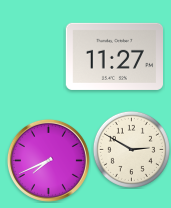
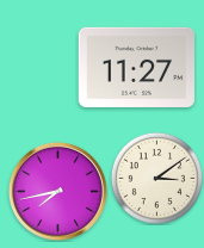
clock at (131, 149): 2:50 -> 3:09
clock at (48, 160): 7:41 -> 7:43
